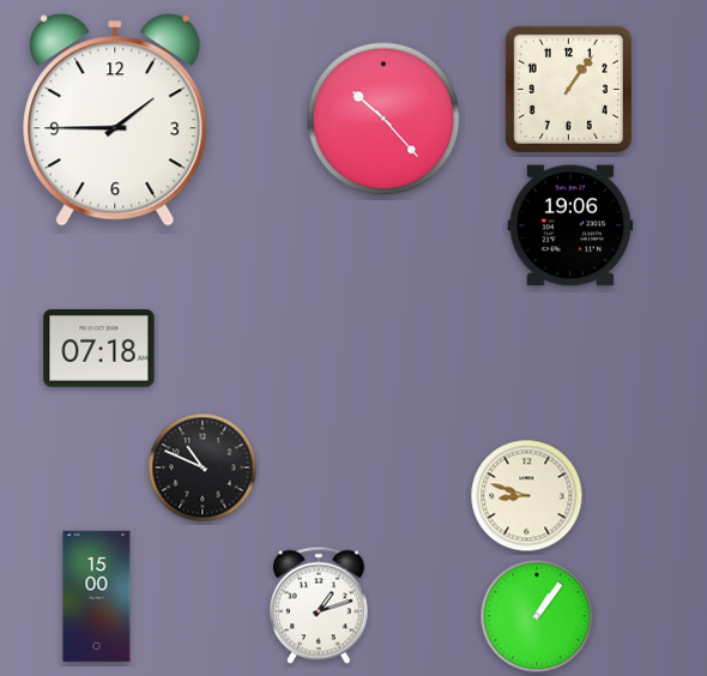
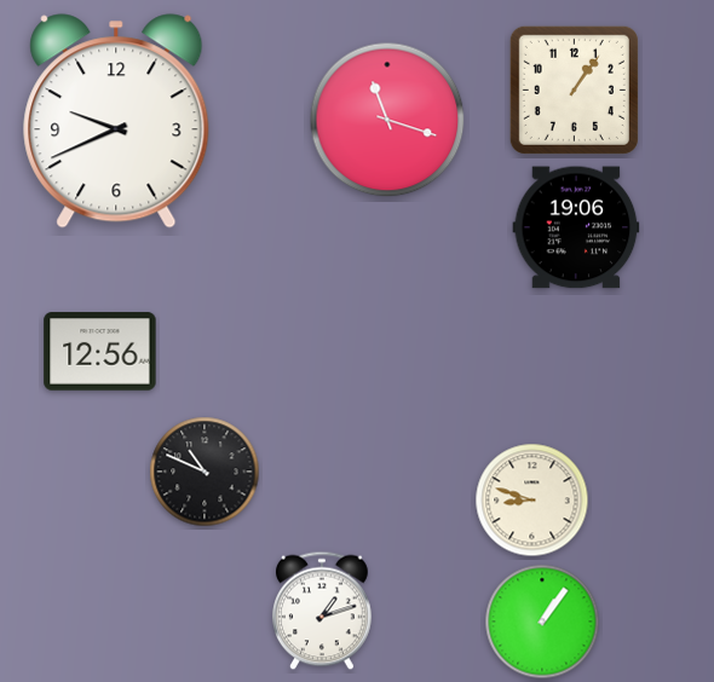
clock at (383, 119): 10:23 -> 11:18
clock at (115, 120): 1:45 -> 9:41
clock at (99, 349): 07:18 -> 12:56
clock at (97, 596): 15:00 -> none
